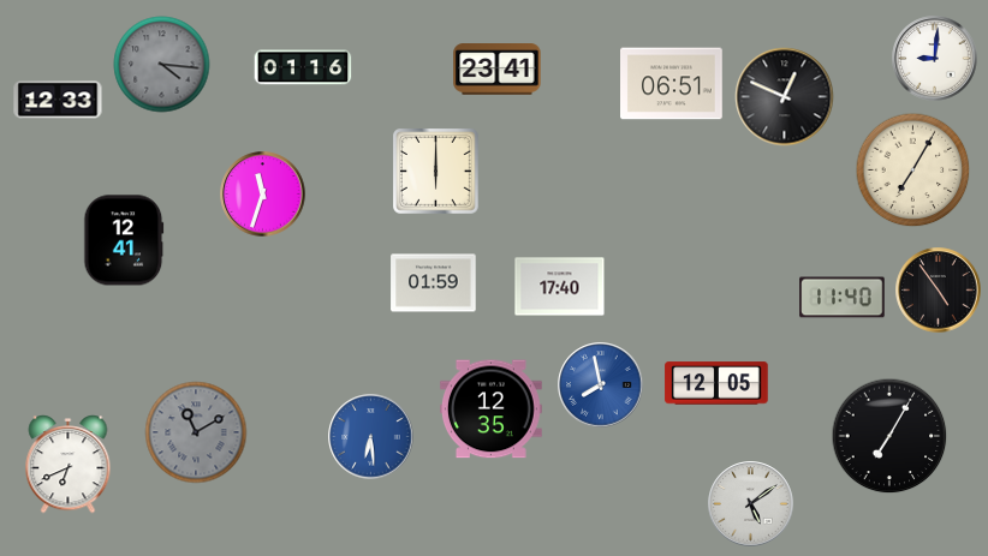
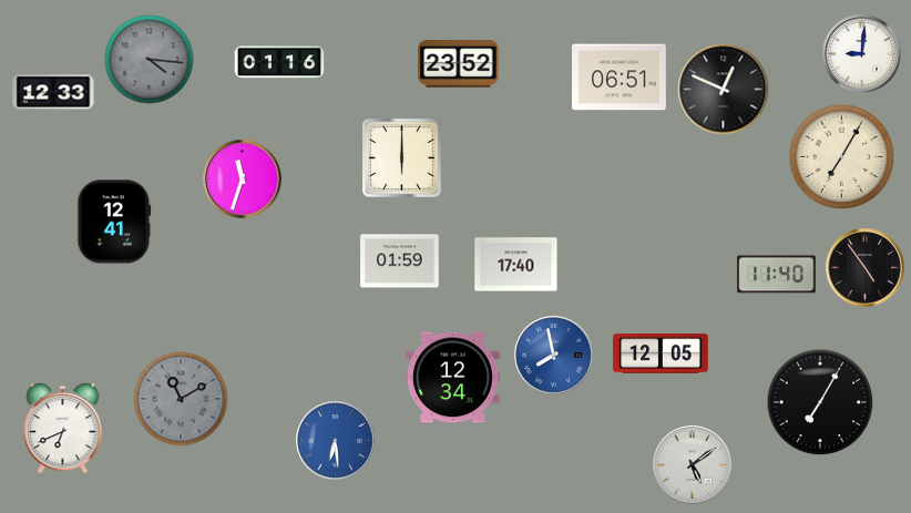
clock at (498, 70): 23:41 -> 23:52
clock at (492, 409): 12:35 -> 12:34
clock at (371, 437) position: (371, 437) -> (336, 441)
